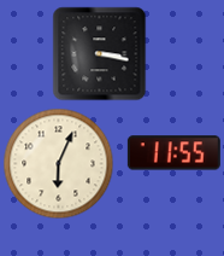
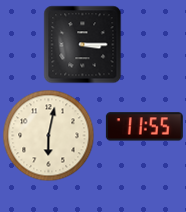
clock at (99, 53): 3:17 -> 3:15
clock at (58, 163): 6:04 -> 6:02
